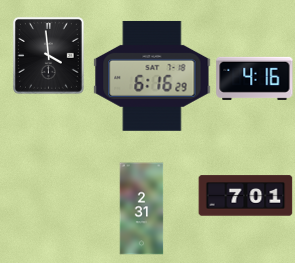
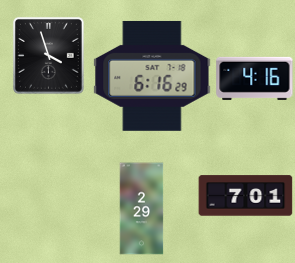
clock at (48, 56): 3:59 -> 3:57
clock at (142, 209): 2:31 -> 2:29
